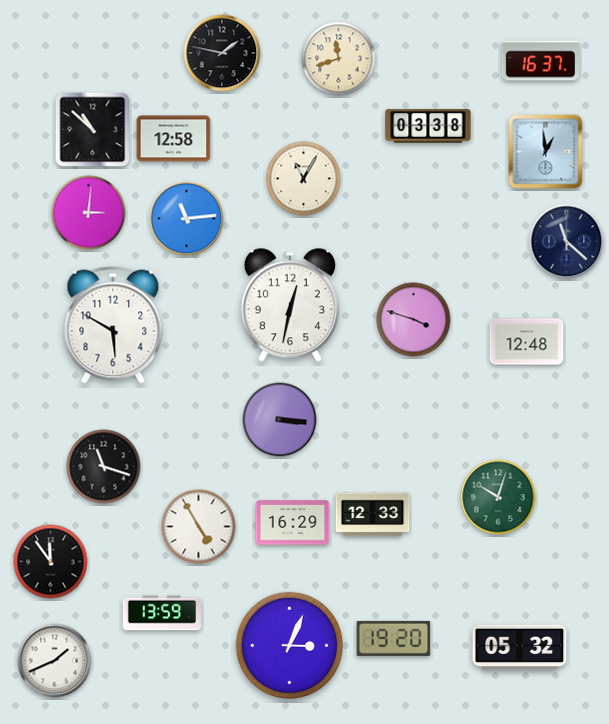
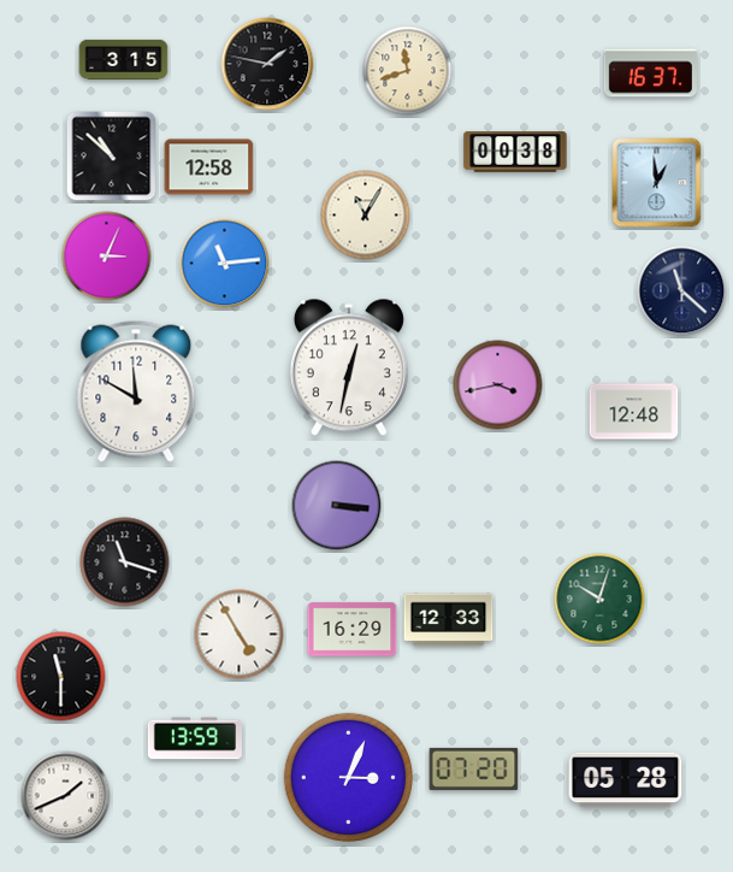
clock at (124, 59): none -> 3:15
clock at (428, 126): 03:38 -> 00:38
clock at (89, 213): 3:01 -> 3:04
clock at (414, 320): 3:48 -> 3:43
clock at (113, 325): 5:50 -> 11:50
clock at (51, 562): 11:54 -> 11:30
clock at (394, 638): 19:20 -> 07:20
clock at (520, 648): 05:32 -> 05:28
